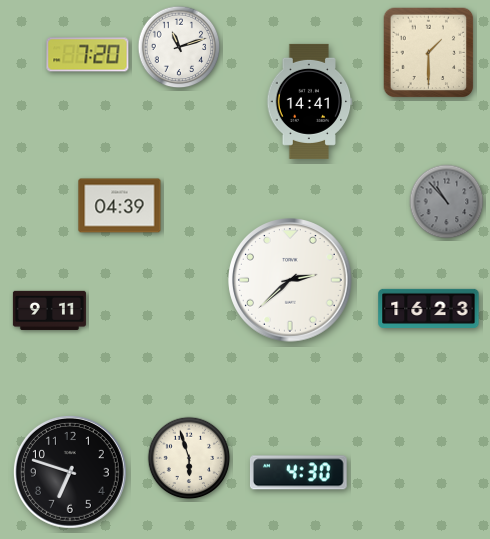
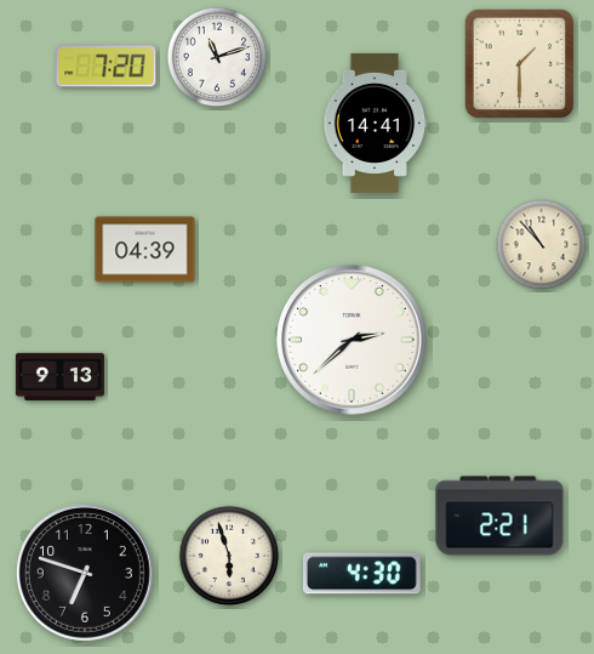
clock at (447, 202) dial: grey -> cream
clock at (429, 308): 16:23 -> none
clock at (49, 310): 9:11 -> 9:13
clock at (499, 516): none -> 2:21
